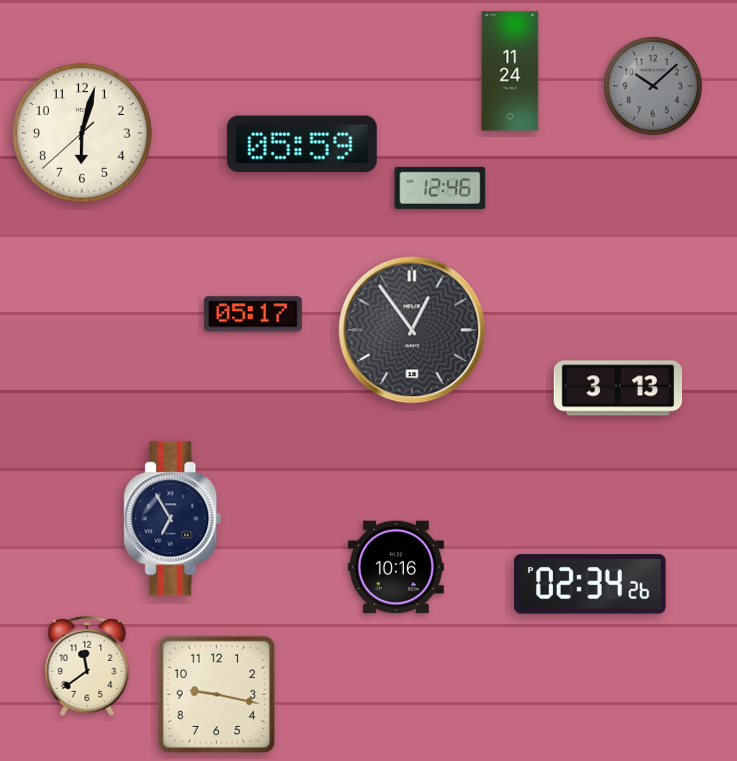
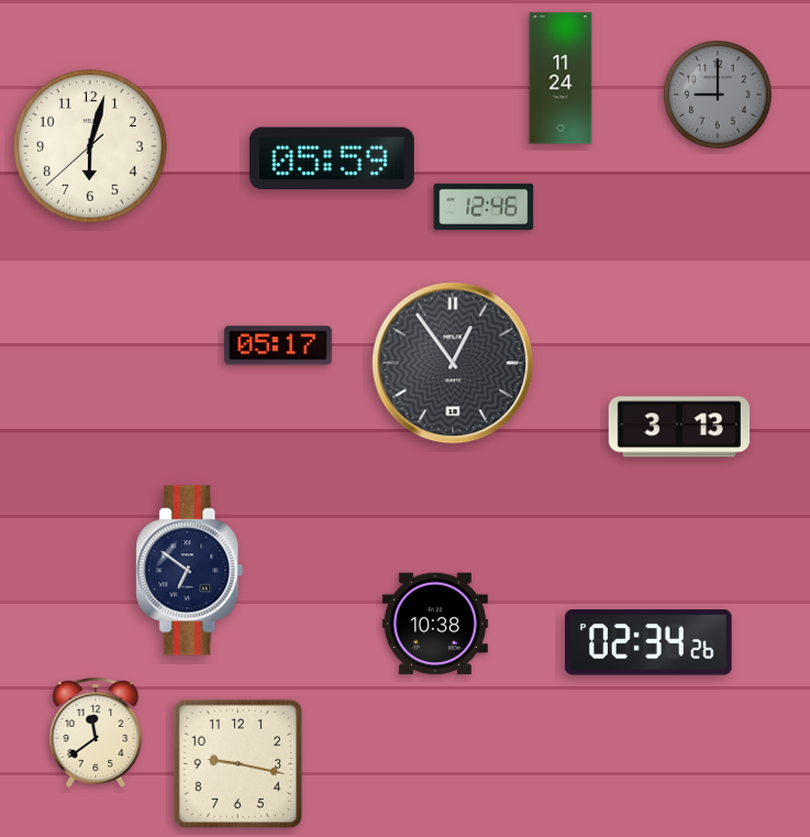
clock at (653, 86): 10:08 -> 9:00
clock at (173, 519): 6:55 -> 6:51
clock at (396, 567): 10:16 -> 10:38
